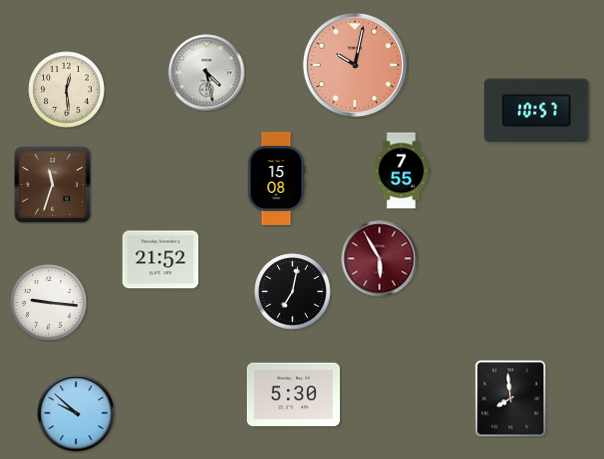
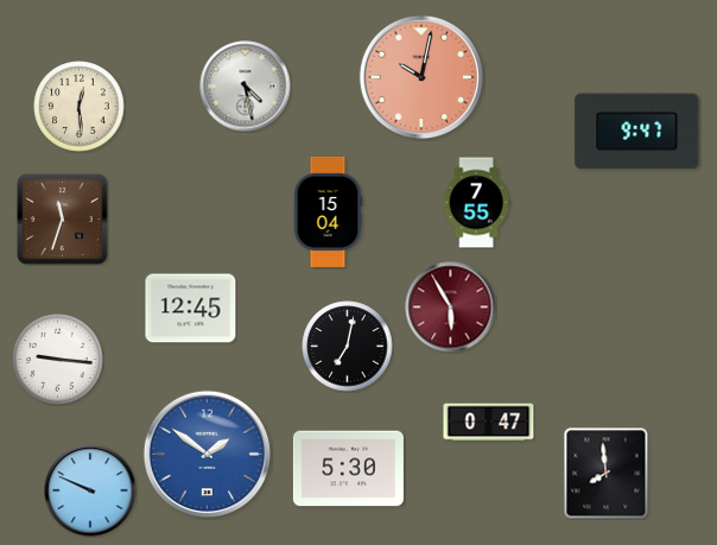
clock at (537, 111): 10:57 -> 9:47
clock at (276, 178): 15:08 -> 15:04
clock at (161, 260): 21:52 -> 12:45
clock at (489, 423): none -> 0:47
clock at (208, 455): none -> 1:51
clock at (76, 413): 9:52 -> 9:49
